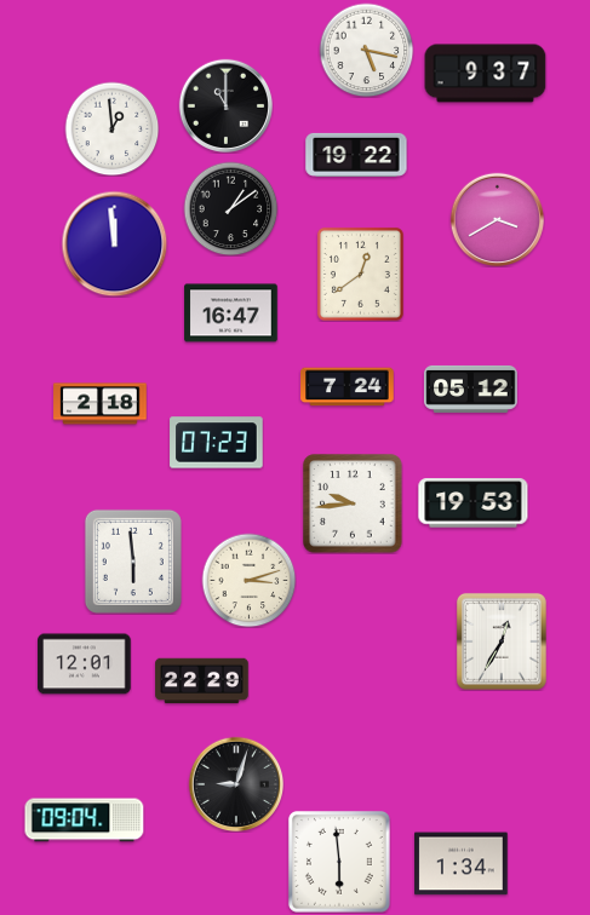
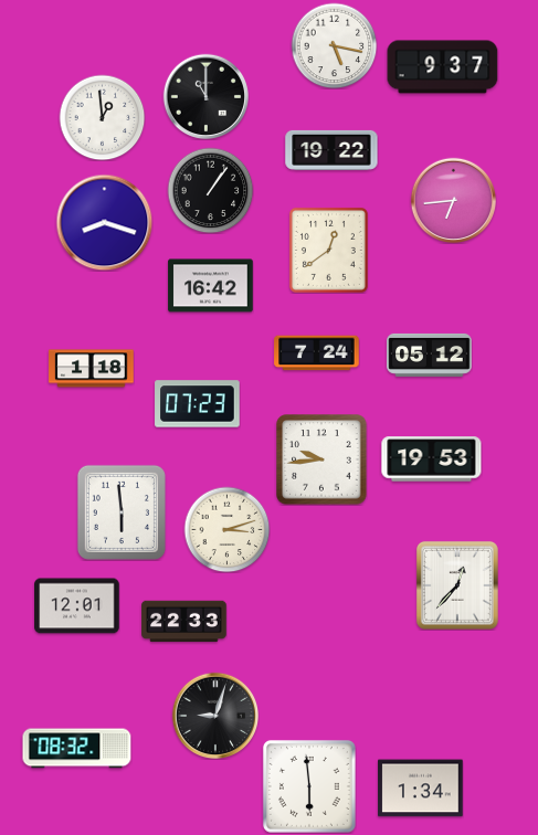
clock at (356, 155) position: (356, 155) -> (331, 150)
clock at (230, 208): 1:09 -> 1:06
clock at (497, 219): 3:40 -> 6:44
clock at (114, 243): 11:59 -> 8:18
clock at (231, 313): 16:47 -> 16:42
clock at (101, 404): 2:18 -> 1:18
clock at (502, 641): 12:35 -> 12:37
clock at (202, 681): 22:29 -> 22:33
clock at (85, 821): 09:04 -> 08:32
